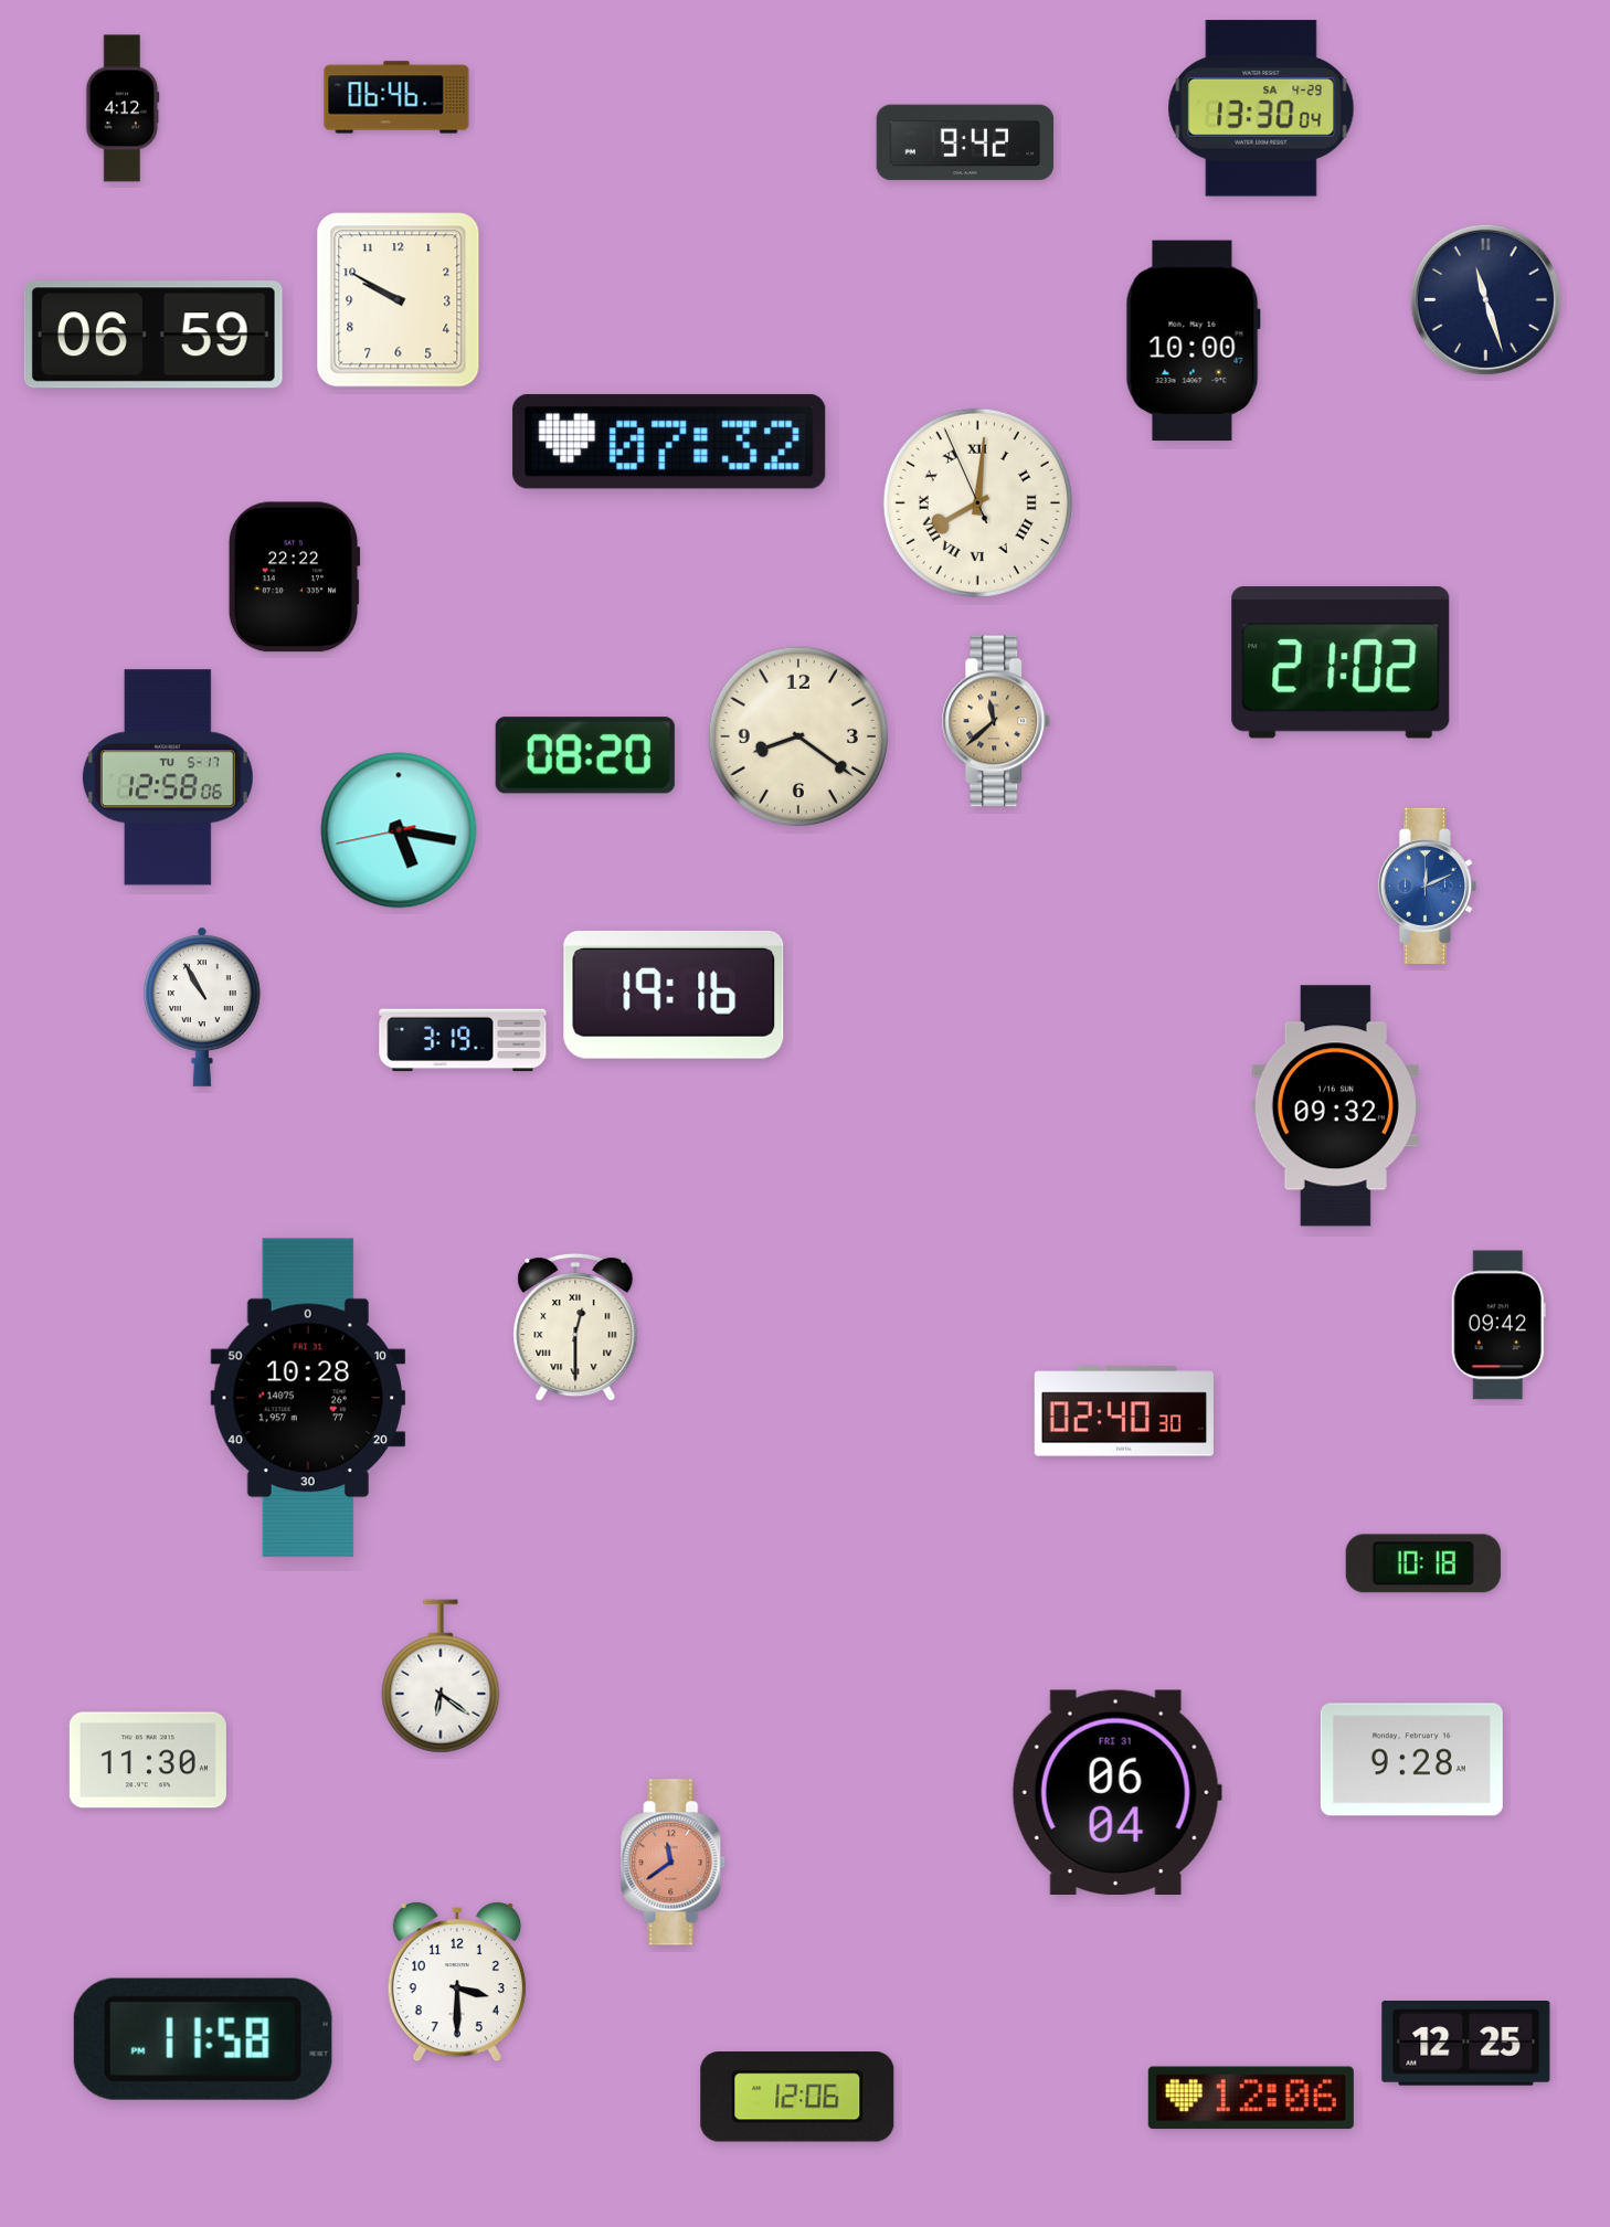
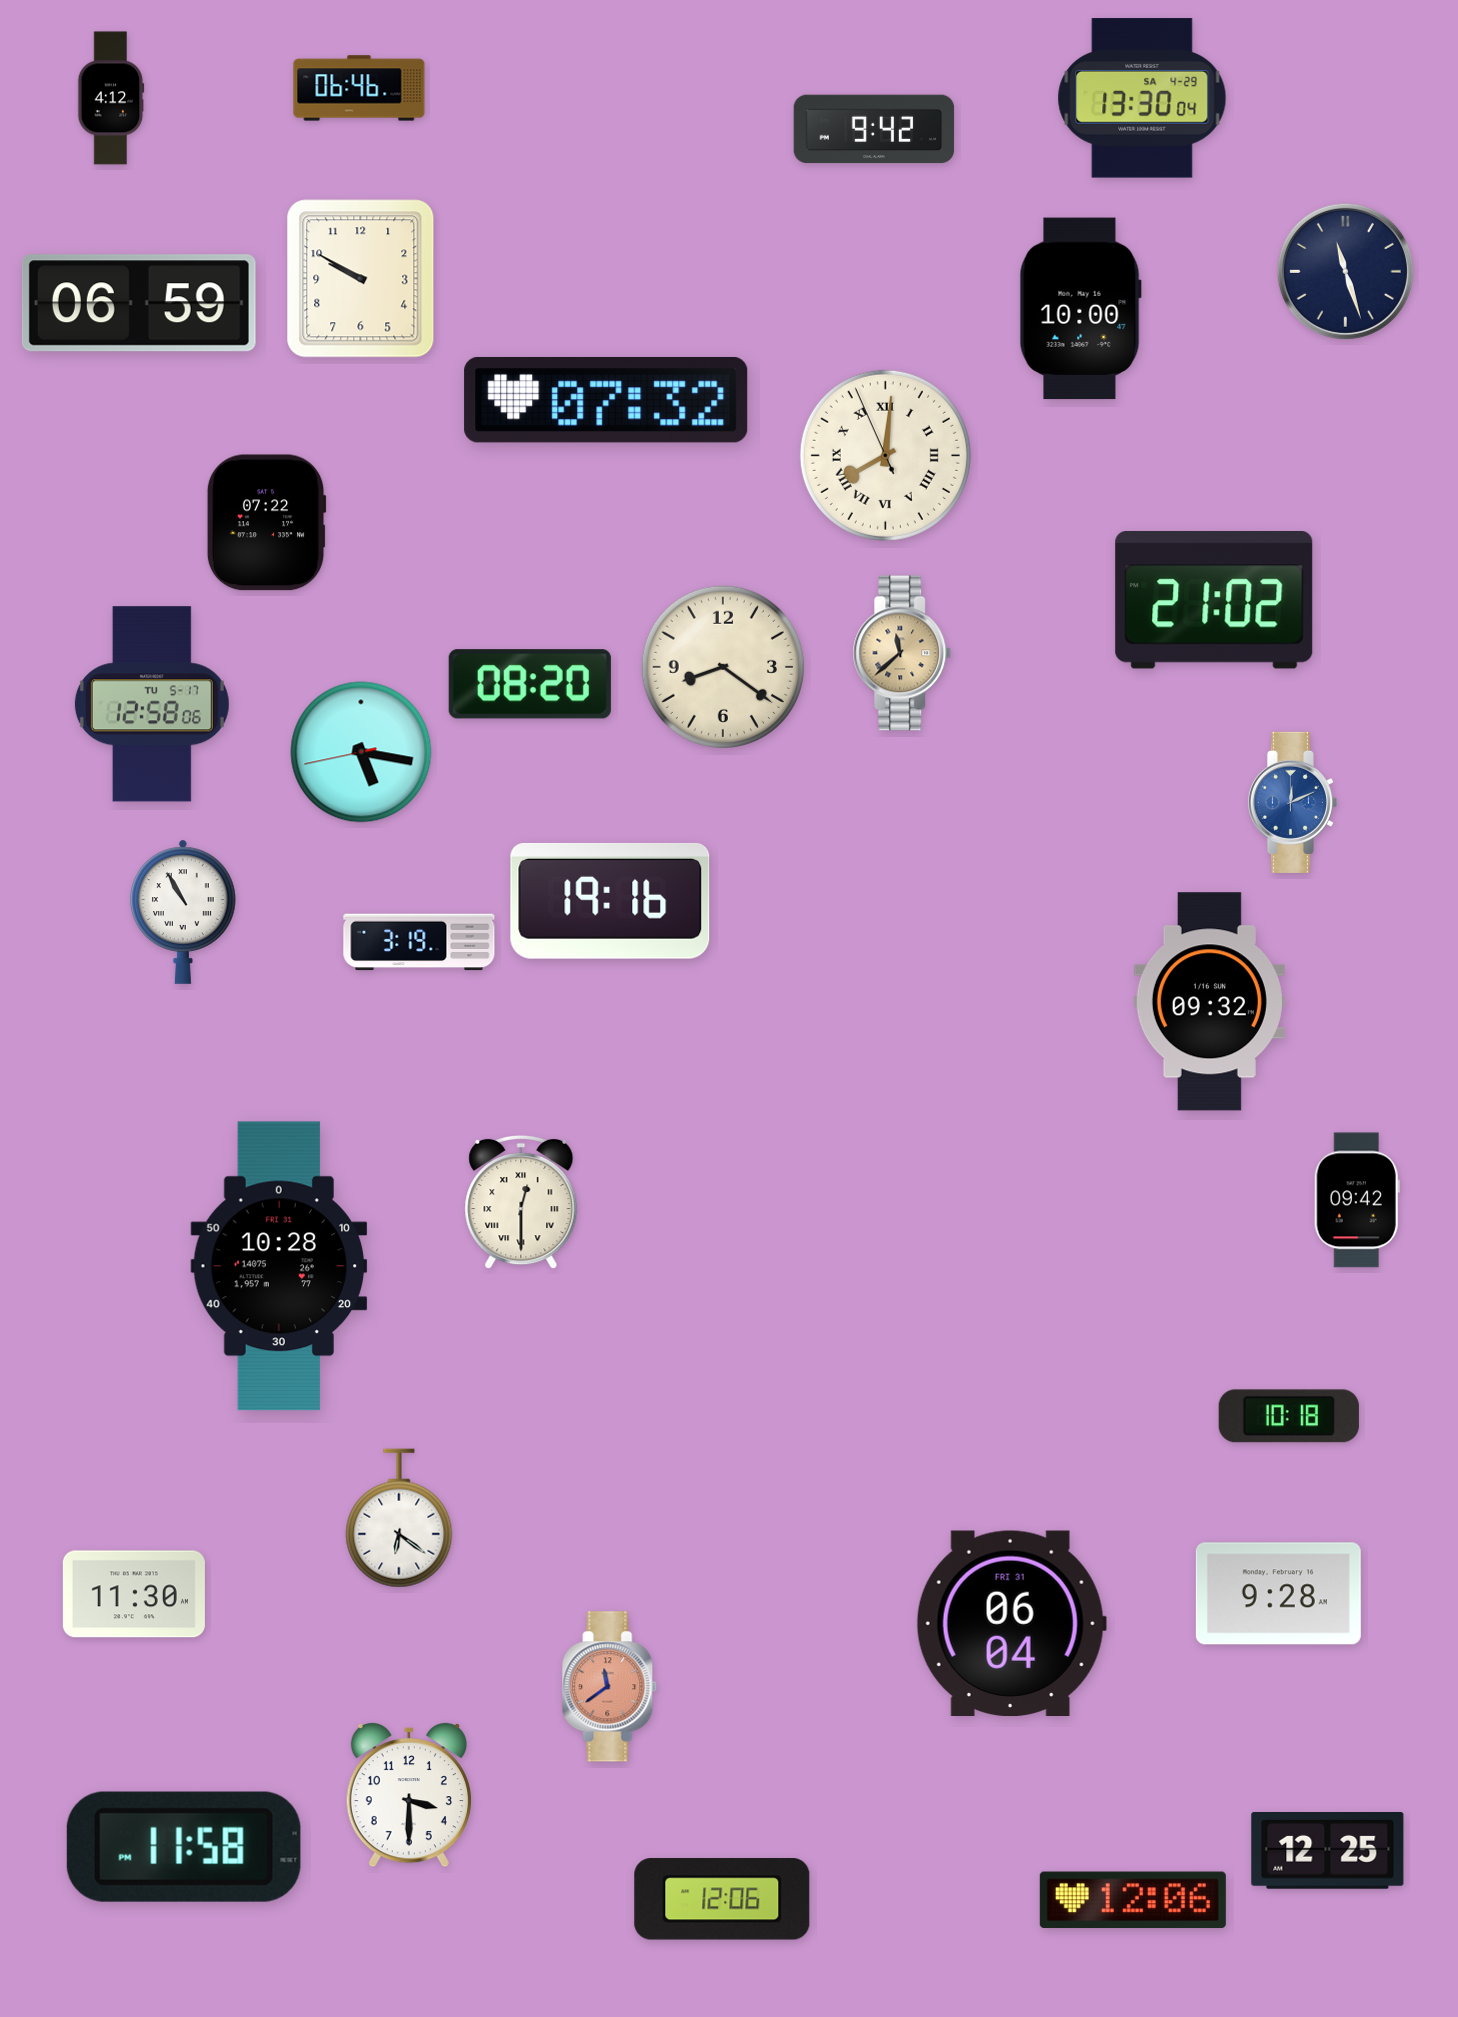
clock at (399, 300) position: (399, 300) -> (361, 279)
clock at (294, 577): 22:22 -> 07:22
clock at (1124, 1411): 02:40 -> none
clock at (457, 1982) position: (457, 1982) -> (409, 1795)
